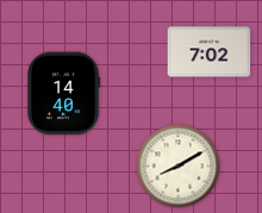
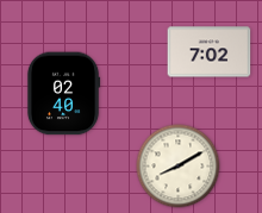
clock at (63, 94): 14:40 -> 02:40
